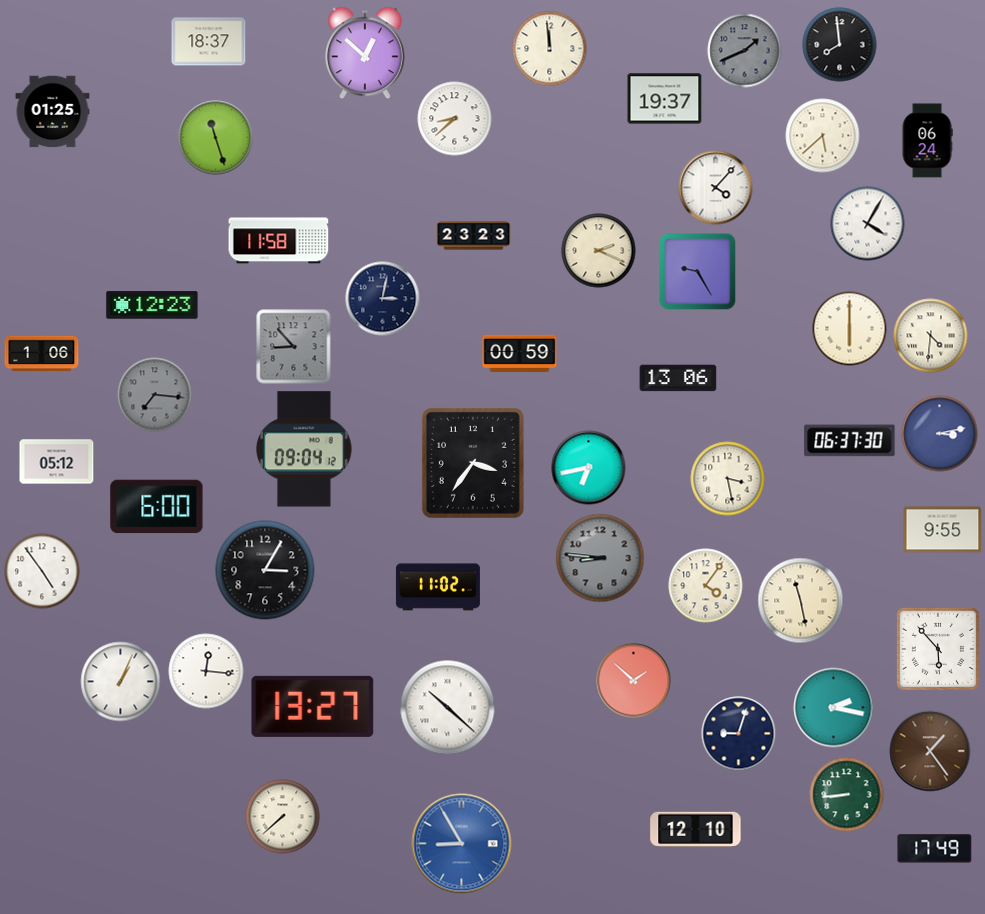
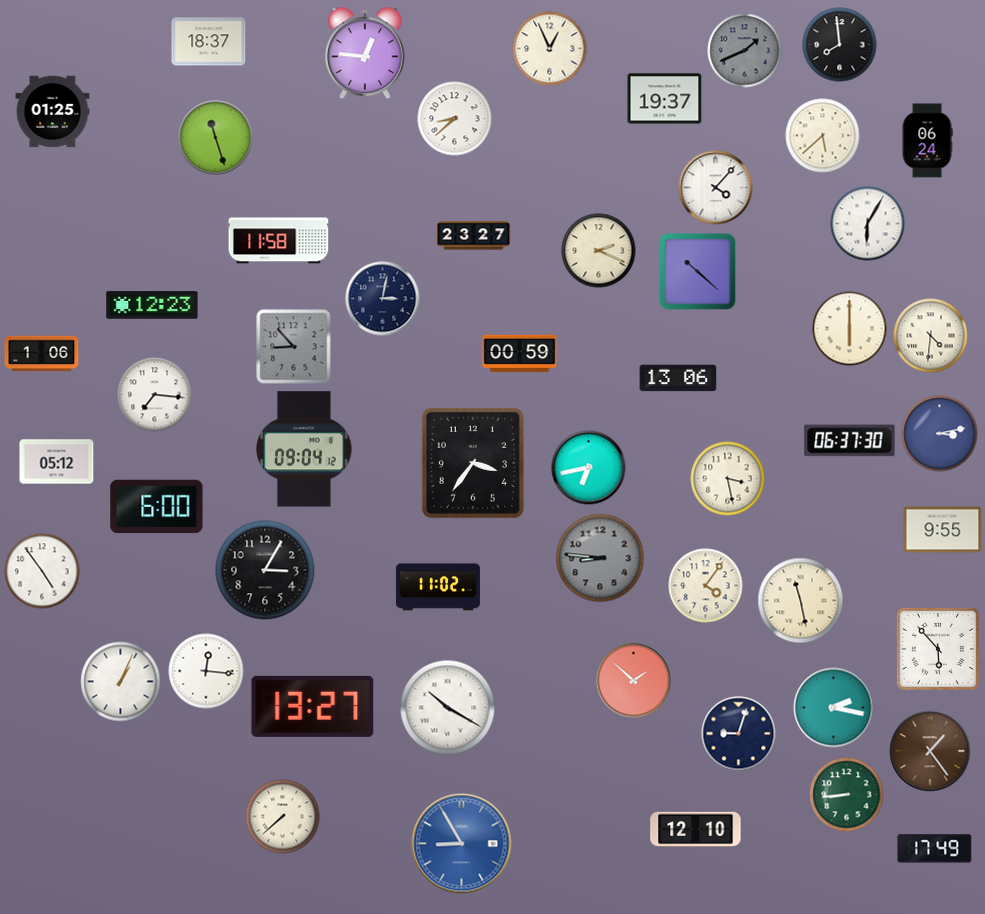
clock at (550, 49): 11:59 -> 12:56
clock at (366, 53): 12:52 -> 12:46
clock at (868, 224): 4:05 -> 6:05
clock at (474, 236): 23:23 -> 23:27
clock at (698, 272): 9:25 -> 10:22
clock at (155, 395) dial: grey -> white
clock at (448, 708): 10:22 -> 10:20
